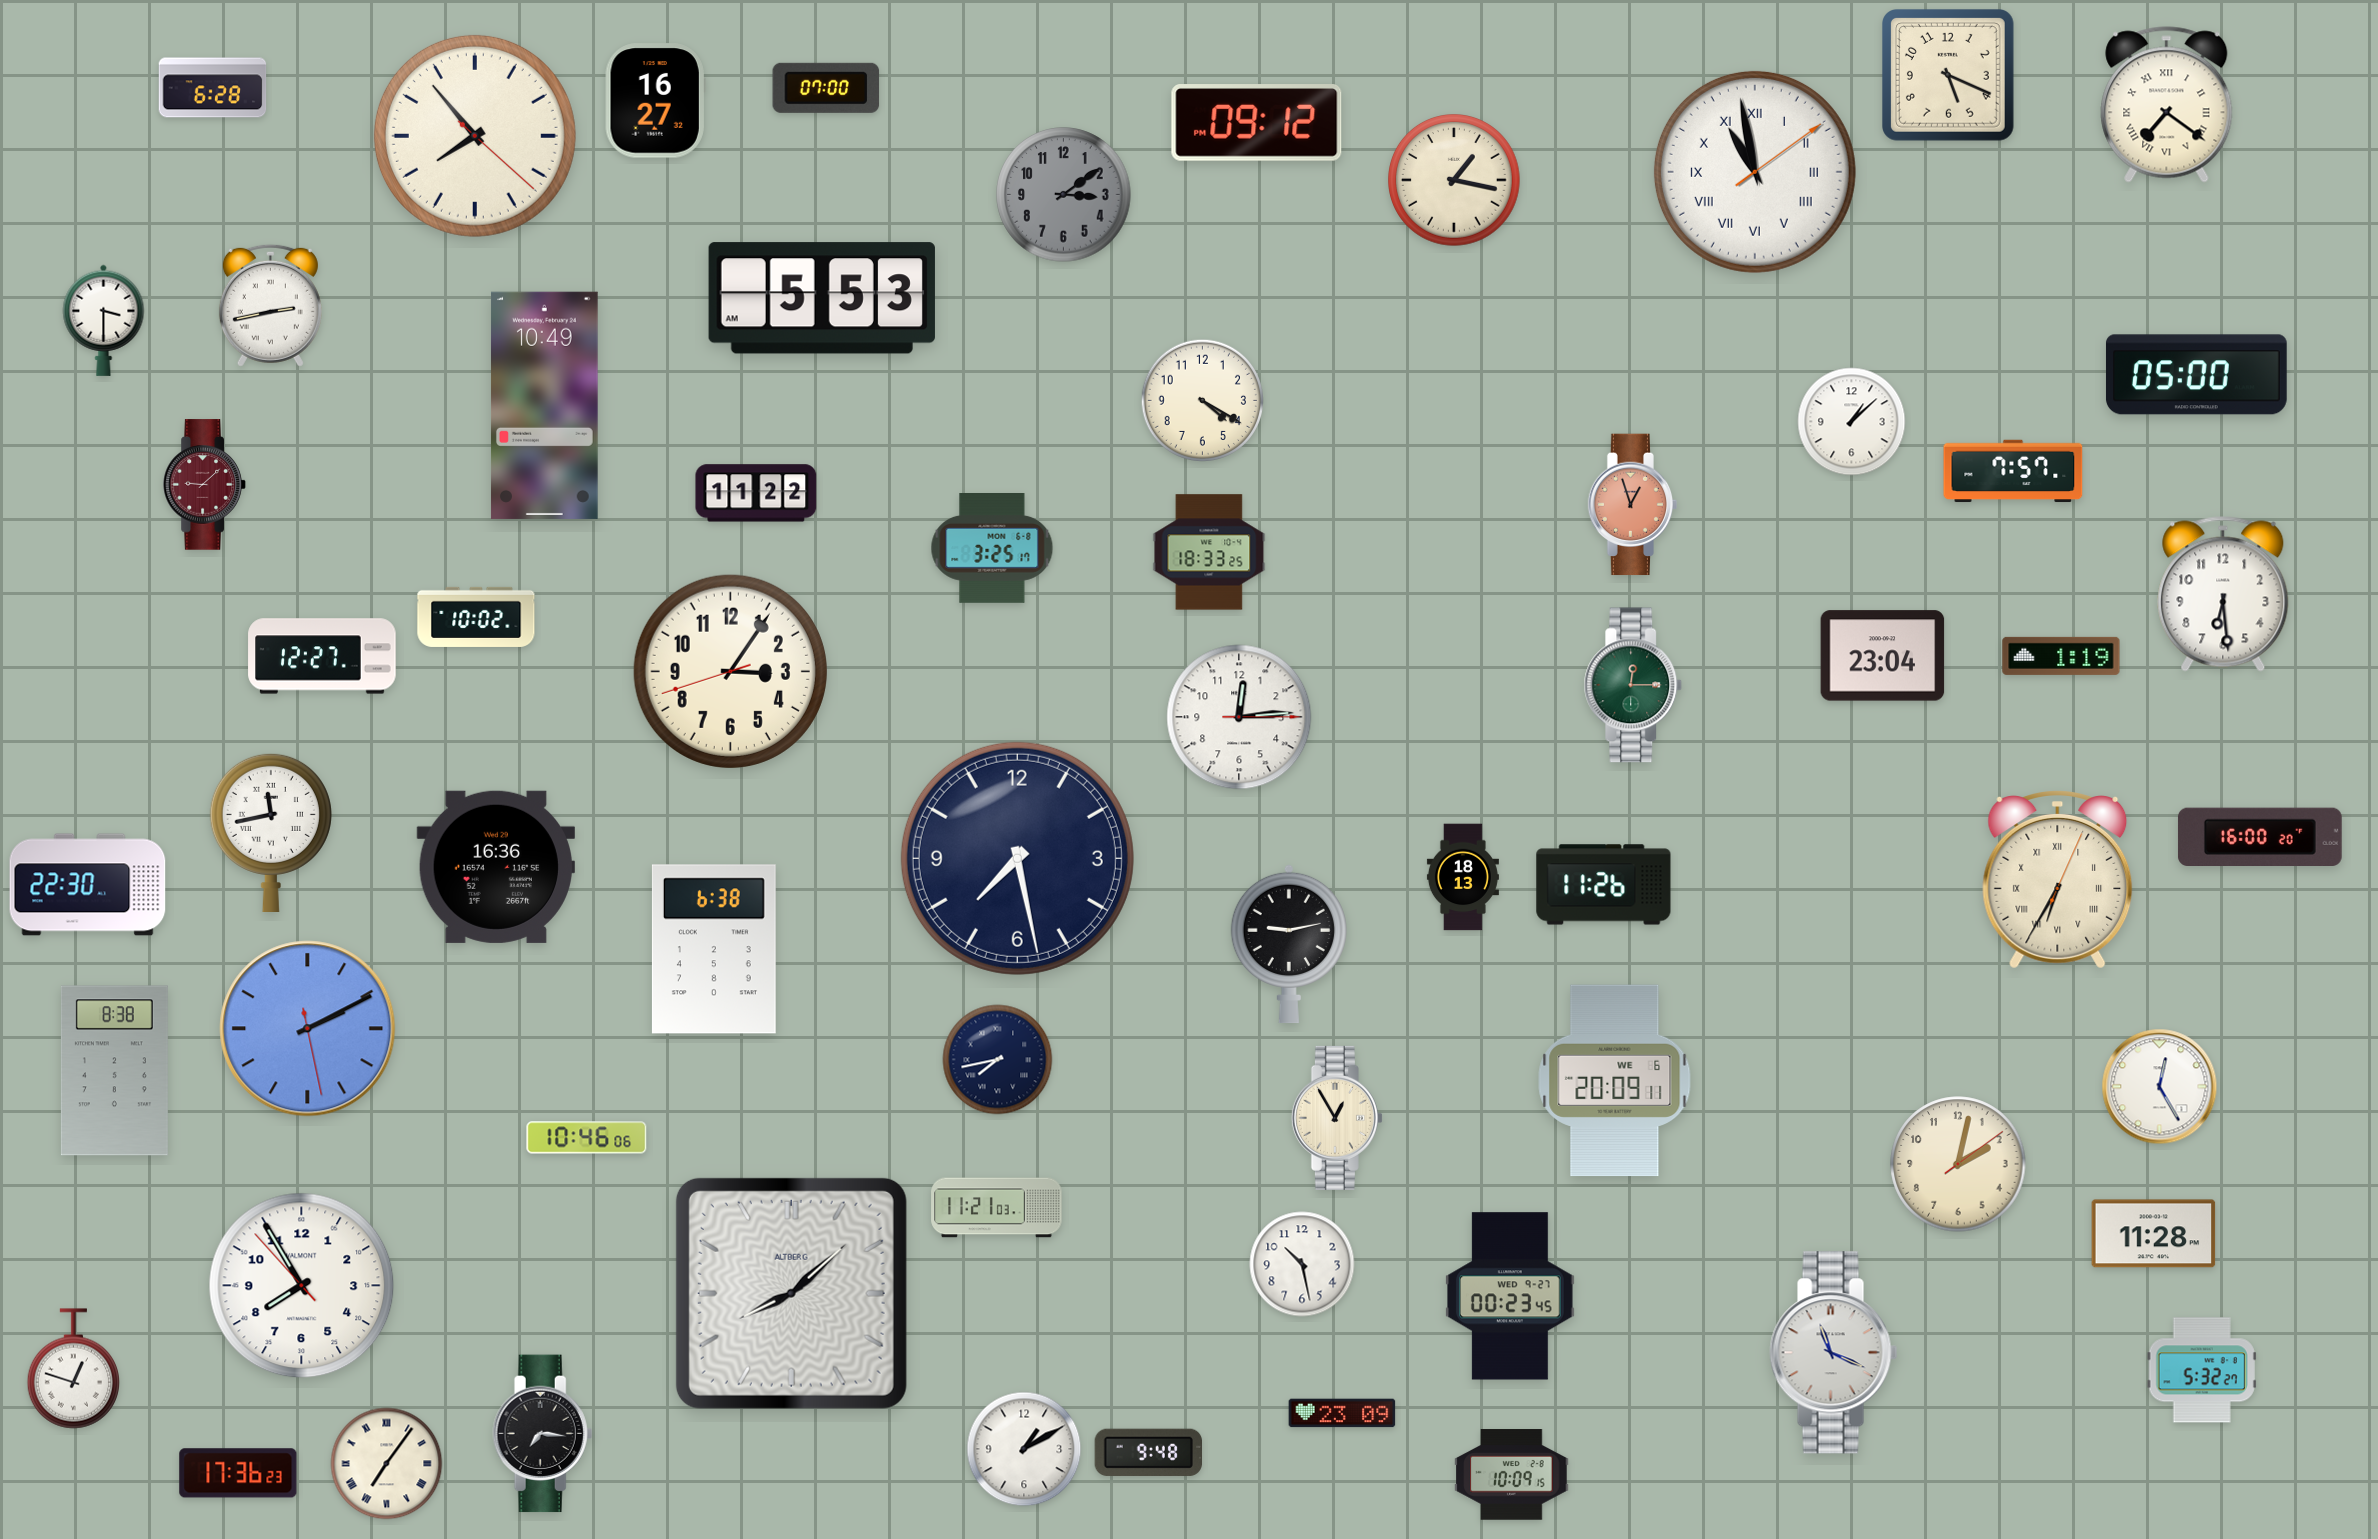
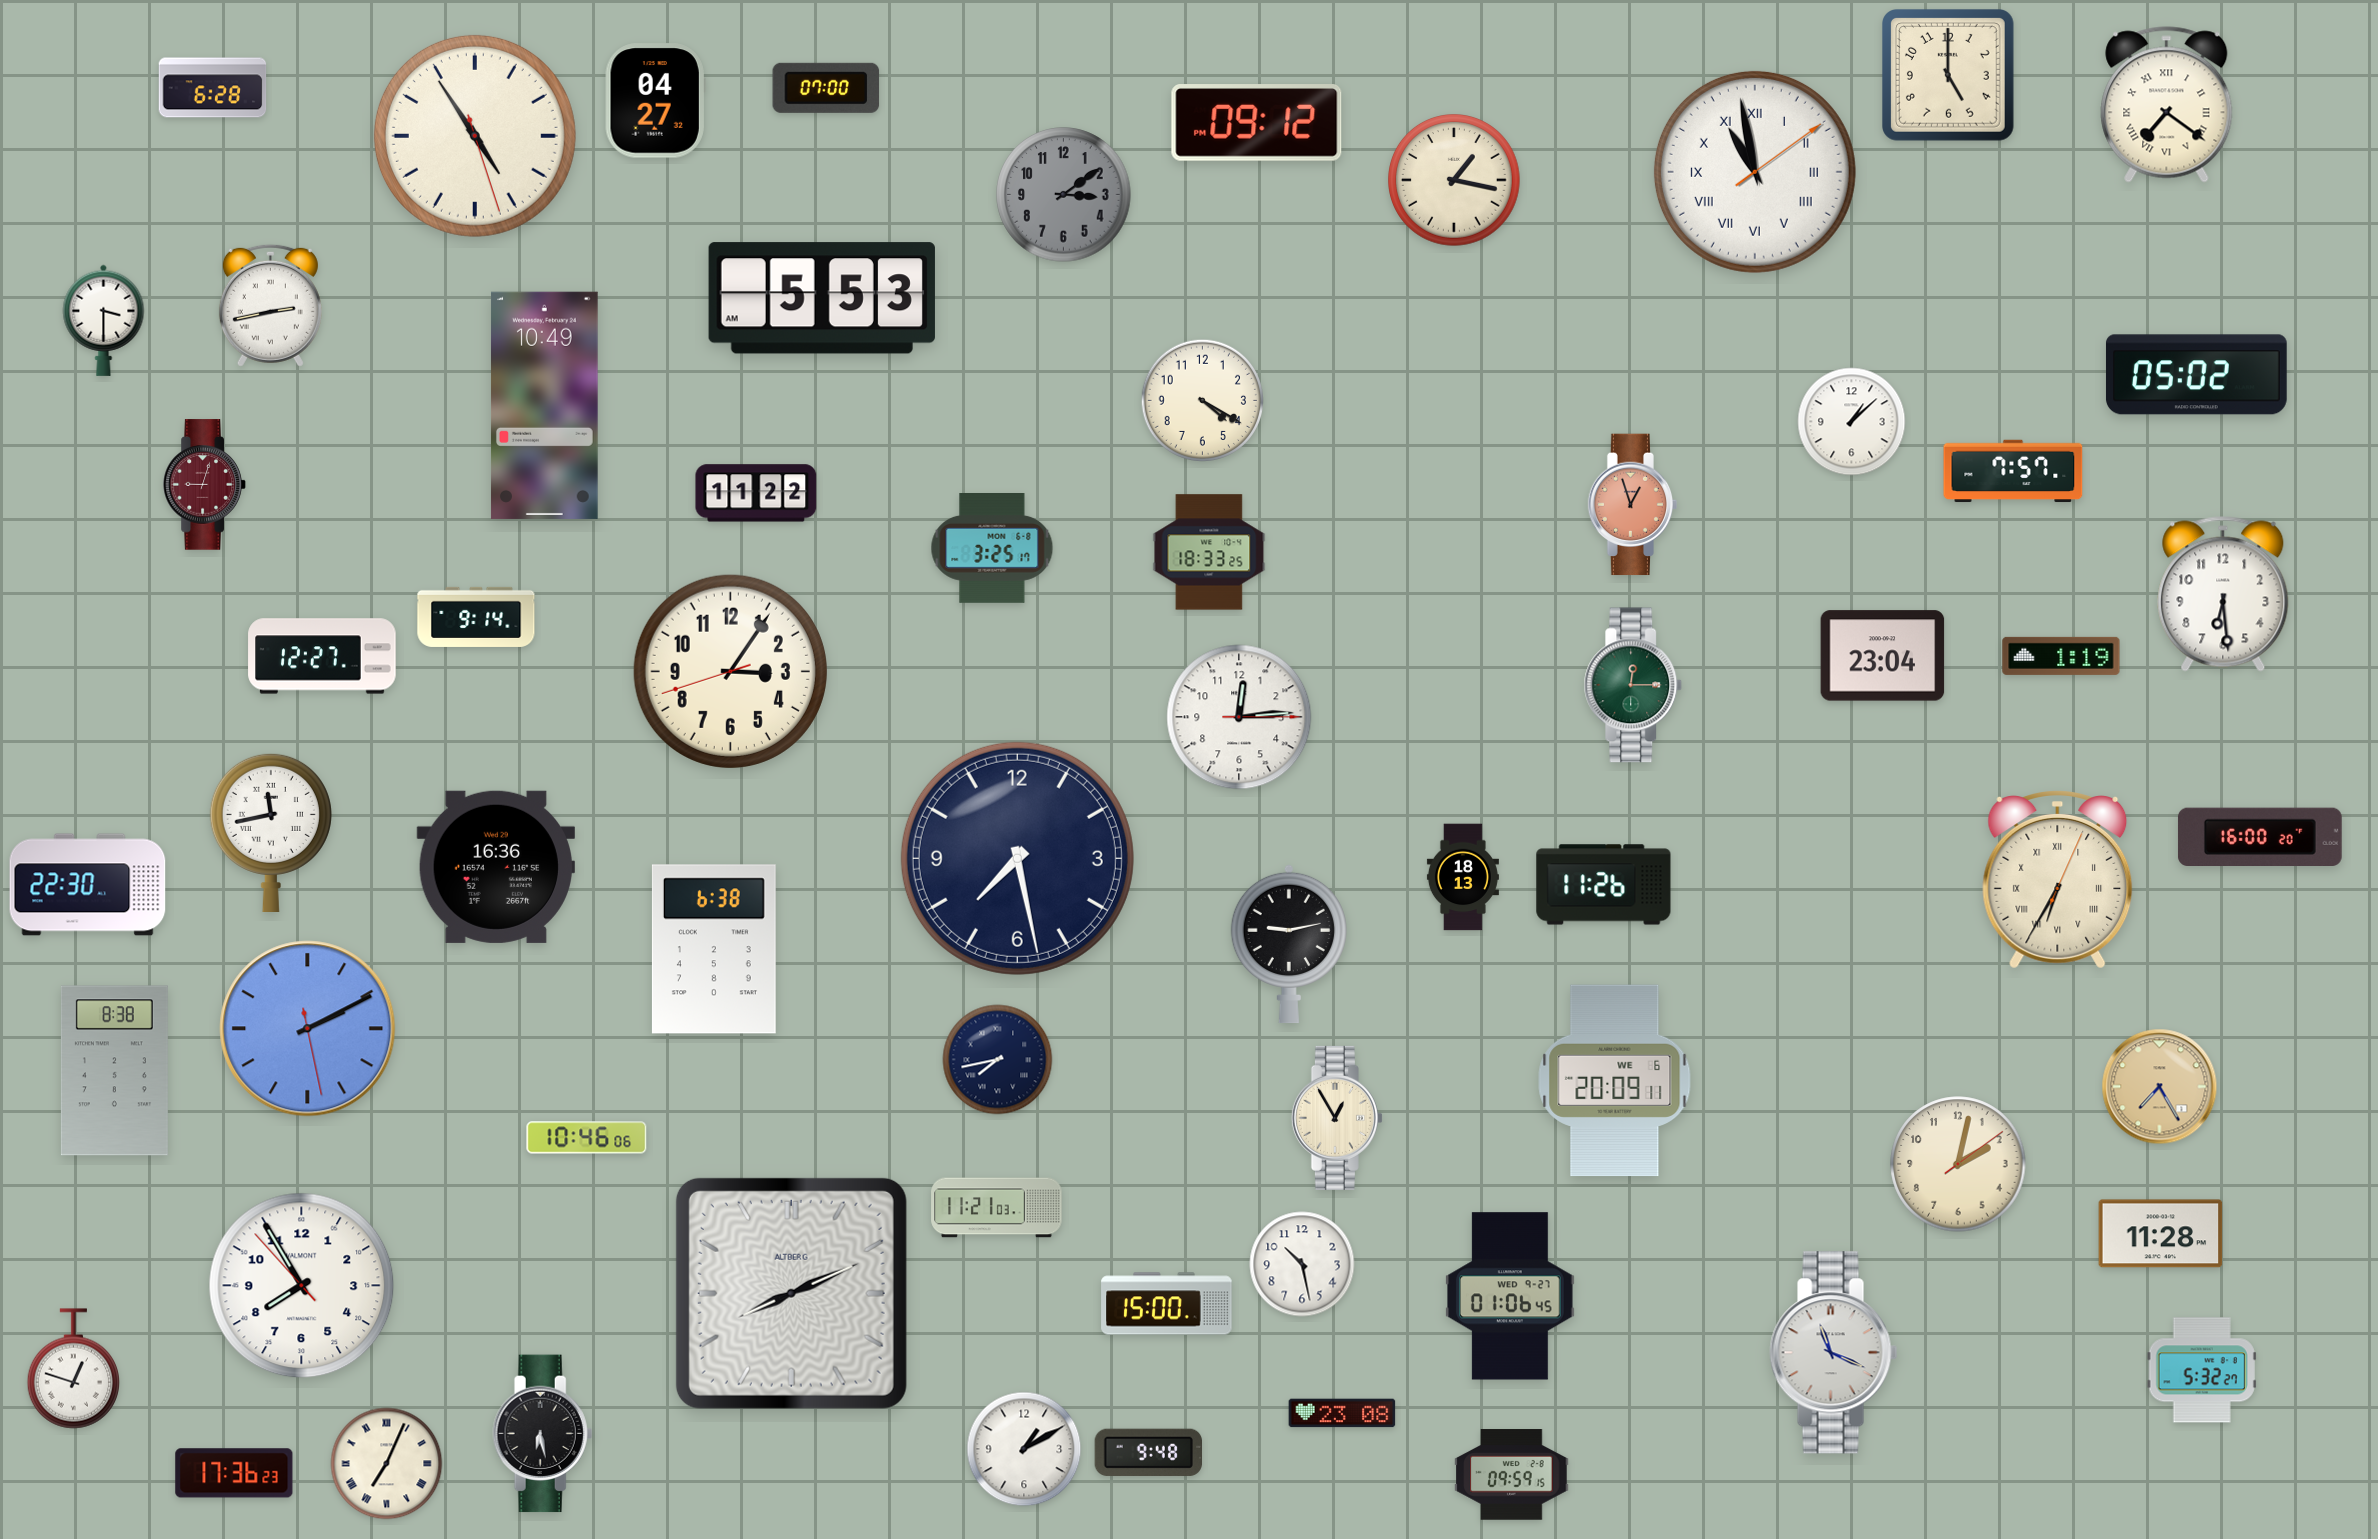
clock at (1949, 76): 5:19 -> 5:00
clock at (655, 101): 16:27 -> 04:27
clock at (475, 136): 7:53 -> 4:54
clock at (2196, 375): 05:00 -> 05:02
clock at (205, 485): 9:08 -> 9:03
clock at (476, 617): 10:02 -> 9:14
clock at (2160, 1087): 12:25 -> 7:25
clock at (2160, 1087) dial: white -> champagne
clock at (2154, 1234) position: (2154, 1234) -> (2161, 1234)
clock at (791, 1293): 8:08 -> 8:11
clock at (1511, 1296): 00:23 -> 01:06
clock at (1167, 1304): none -> 15:00
clock at (1342, 1413): 23:09 -> 23:08
clock at (543, 1434): 7:16 -> 6:28
clock at (387, 1464): 7:06 -> 7:04
clock at (238, 1473) position: (238, 1473) -> (234, 1473)
clock at (1512, 1475): 10:09 -> 09:59
